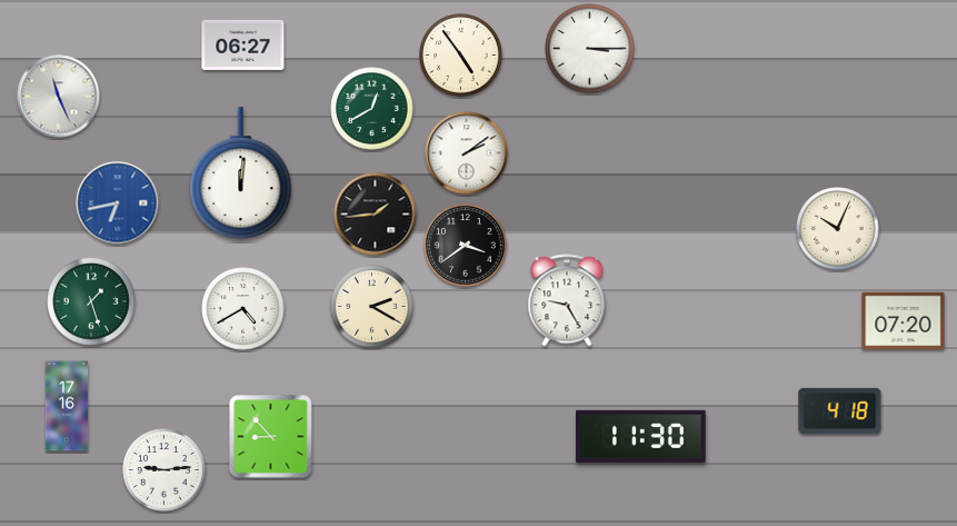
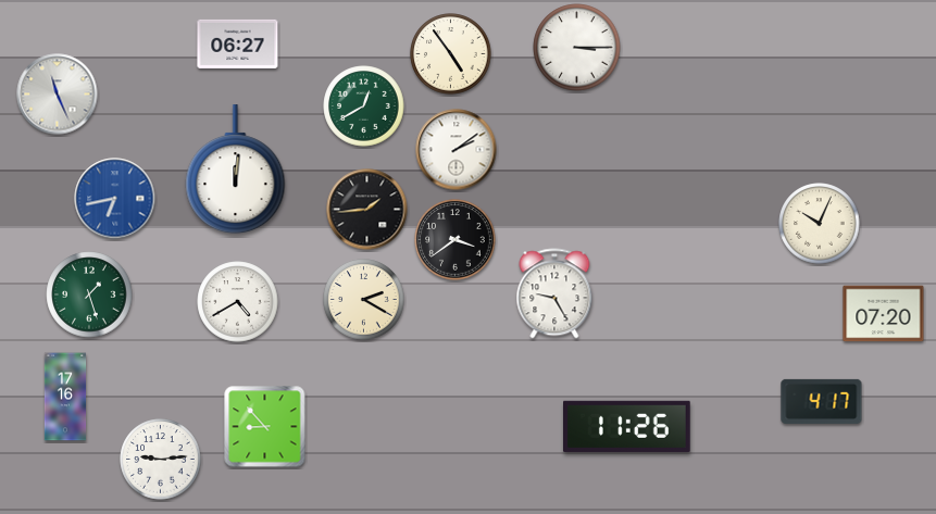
clock at (840, 410): 4:18 -> 4:17
clock at (641, 436): 11:30 -> 11:26
